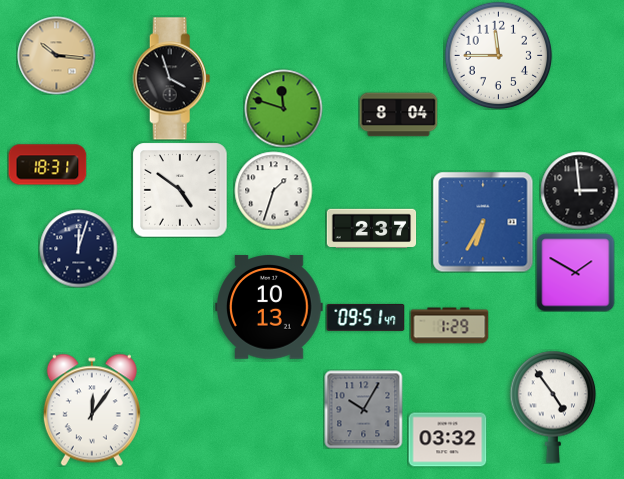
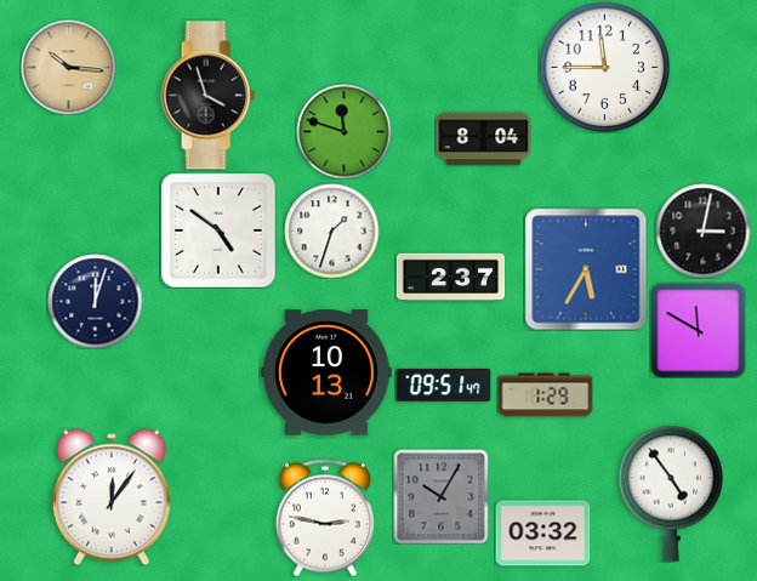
clock at (47, 165): 18:31 -> none
clock at (579, 190): 2:59 -> 3:02
clock at (483, 222): 6:35 -> 5:35
clock at (575, 272): 1:50 -> 11:50
clock at (325, 518): none -> 2:47
